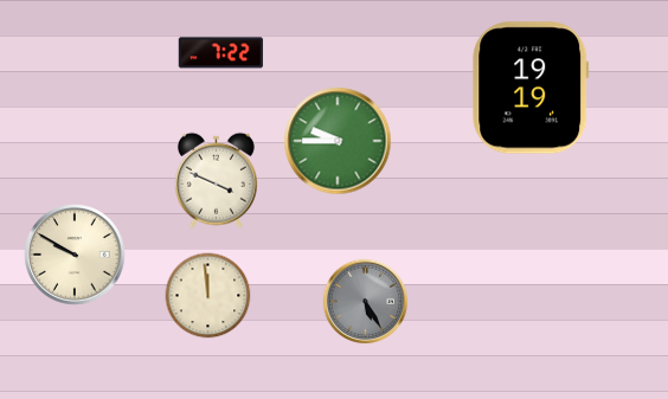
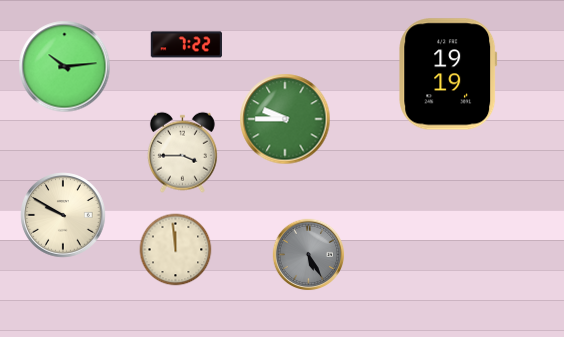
clock at (65, 67): none -> 10:14
clock at (216, 180): 3:49 -> 3:45
